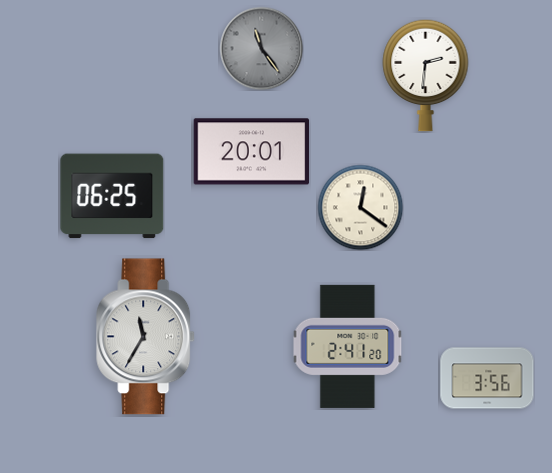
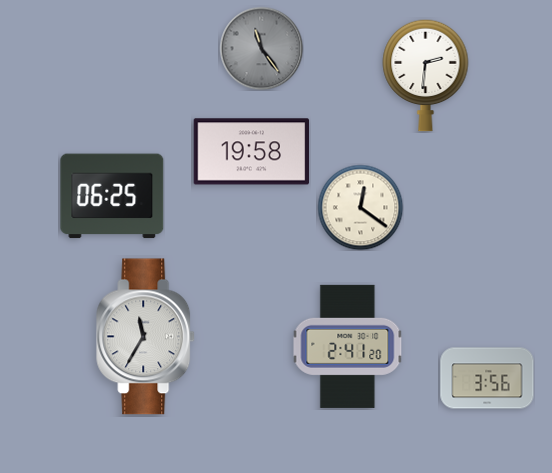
clock at (252, 152): 20:01 -> 19:58
